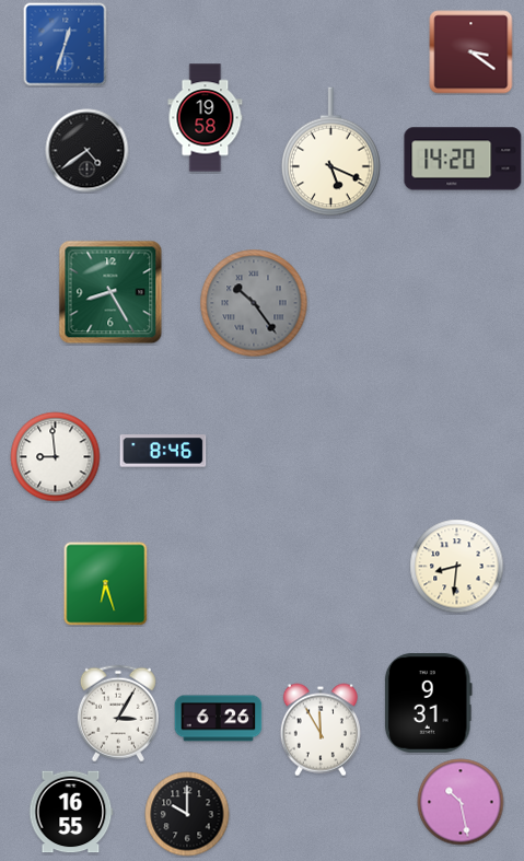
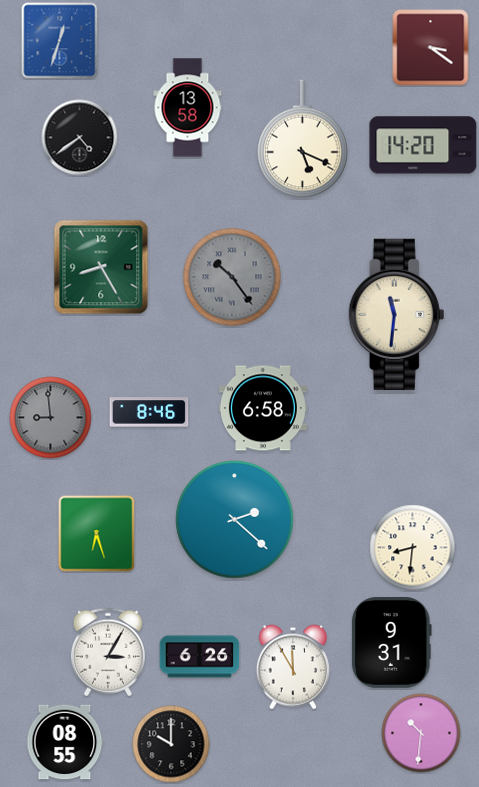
clock at (206, 118): 19:58 -> 13:58
clock at (397, 314): none -> 11:31
clock at (263, 408): none -> 6:58
clock at (56, 457) dial: white -> grey
clock at (457, 567) position: (457, 567) -> (413, 548)
clock at (235, 520): none -> 2:22
clock at (461, 802): 10:28 -> 10:31
clock at (71, 812): 16:55 -> 08:55
